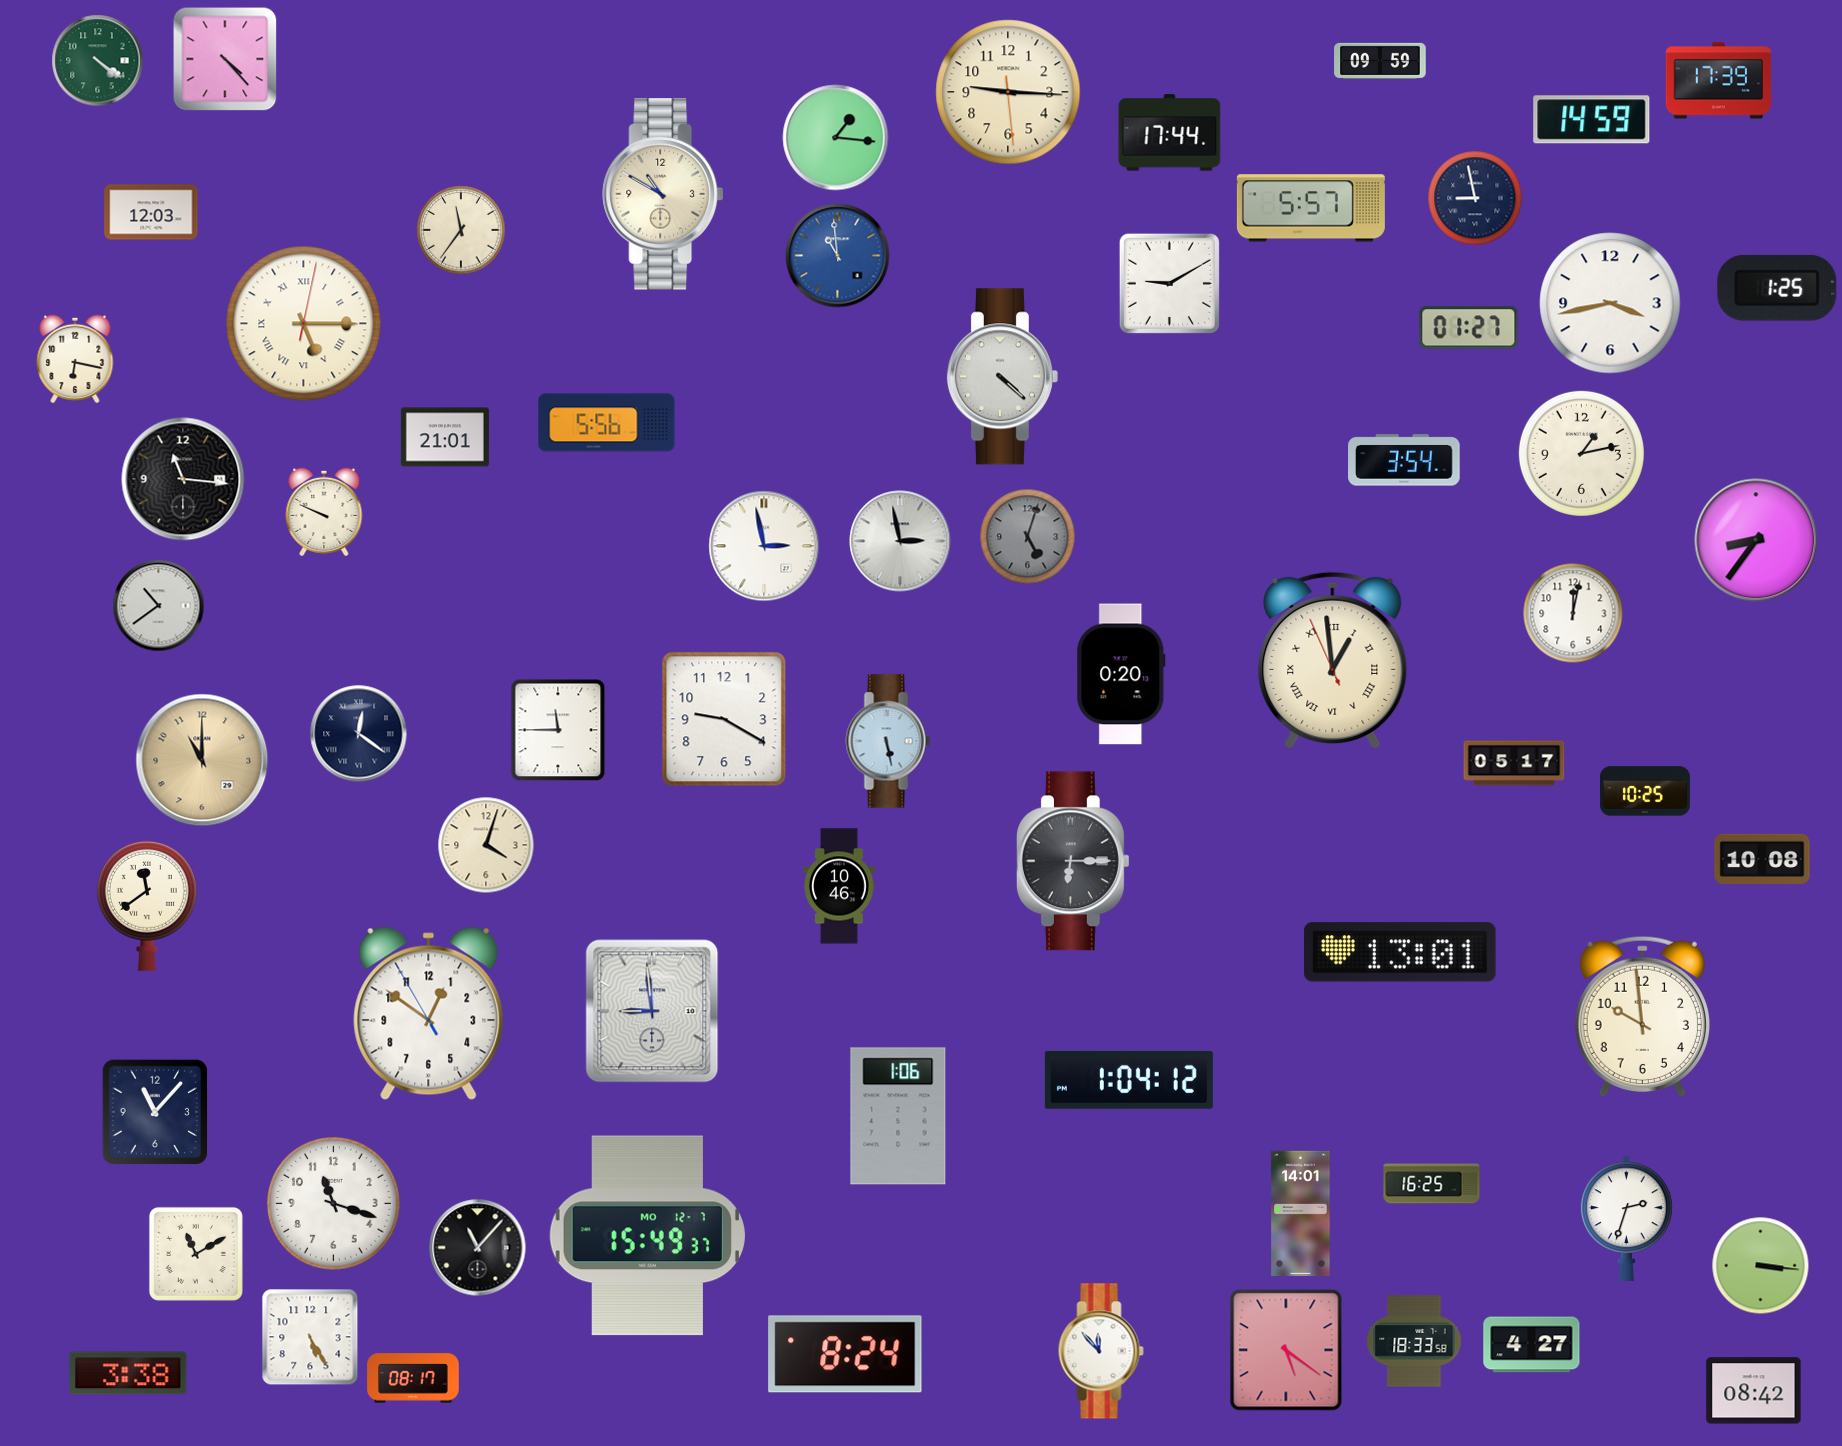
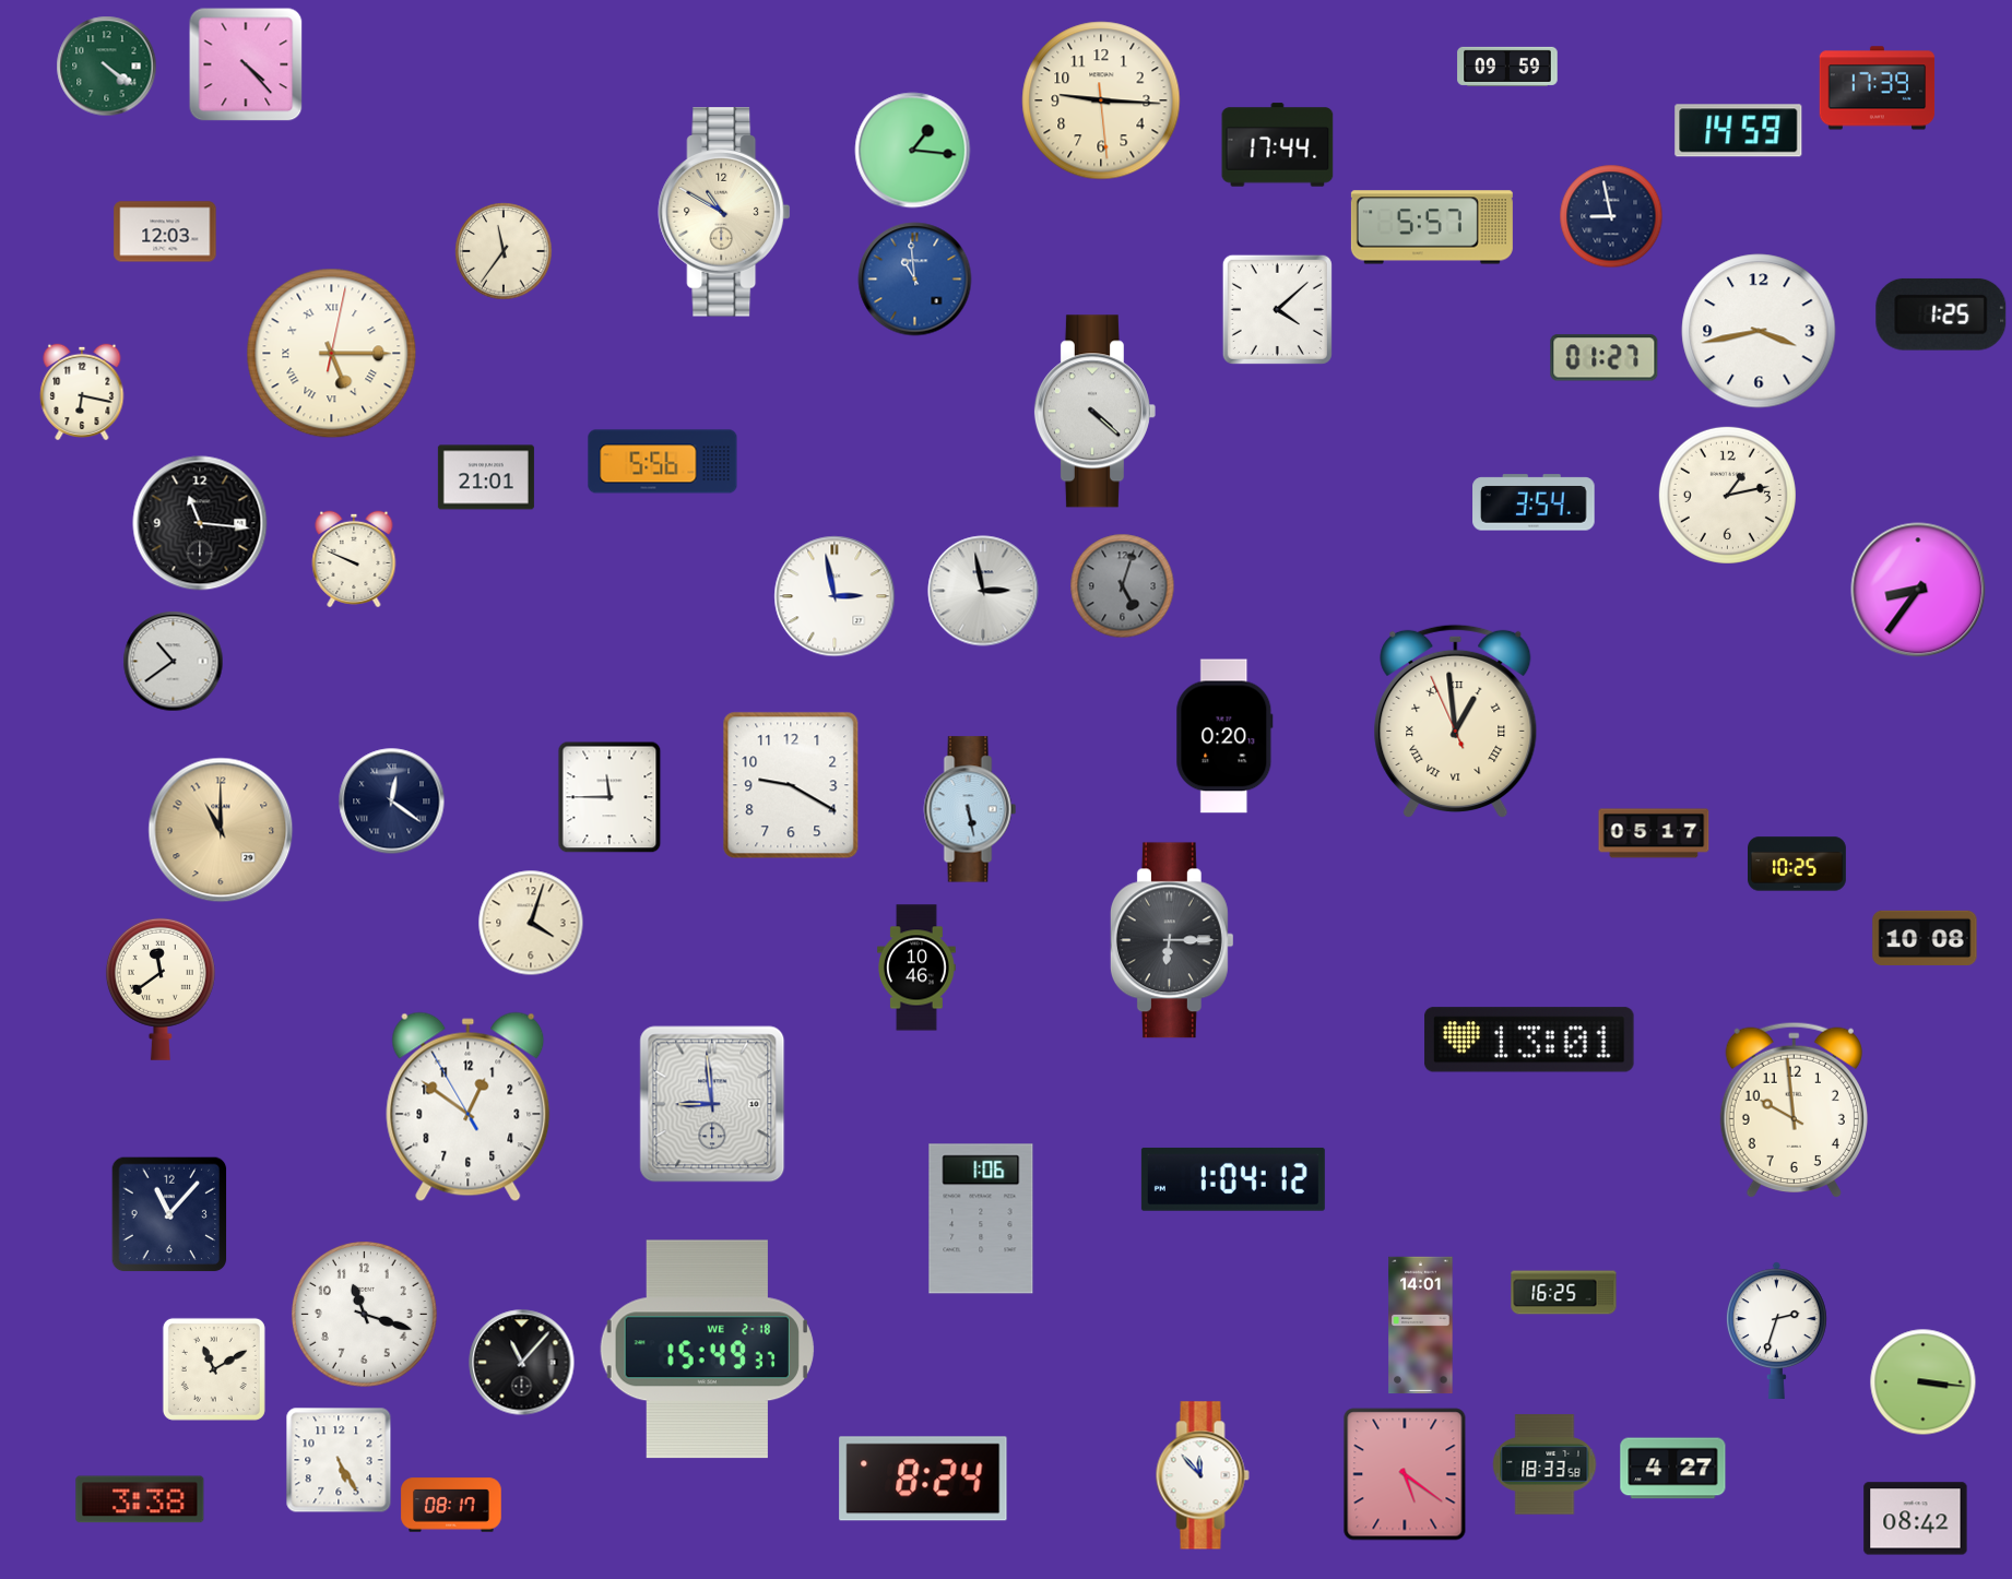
clock at (1169, 283): 9:10 -> 4:08
clock at (1573, 613): 12:02 -> none
clock at (647, 1236) date: MO 12-7 -> WE 2-18
